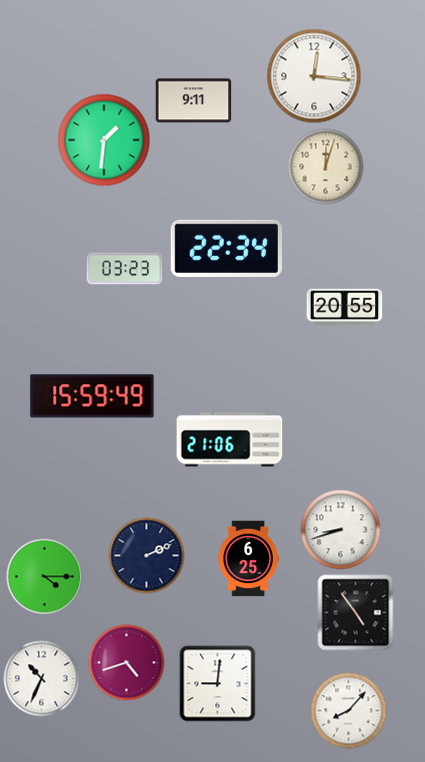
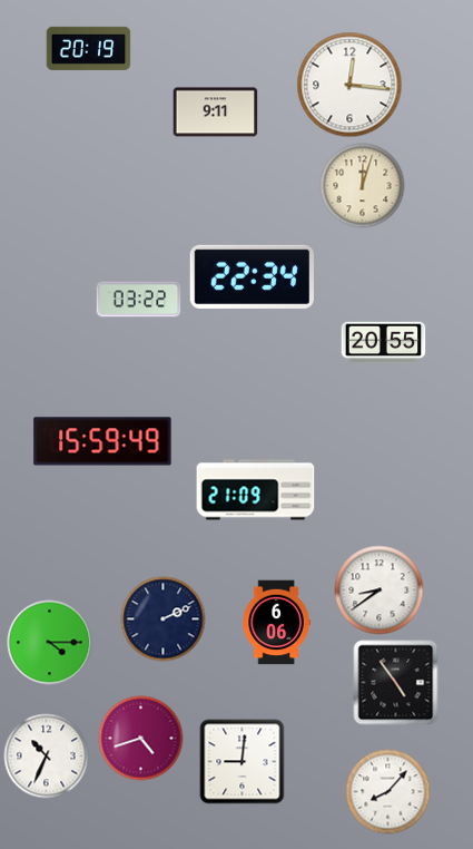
clock at (89, 48): none -> 20:19
clock at (104, 140): 1:31 -> none
clock at (125, 269): 03:23 -> 03:22
clock at (230, 440): 21:06 -> 21:09
clock at (341, 530): 8:42 -> 8:39
clock at (248, 559): 6:25 -> 6:06
